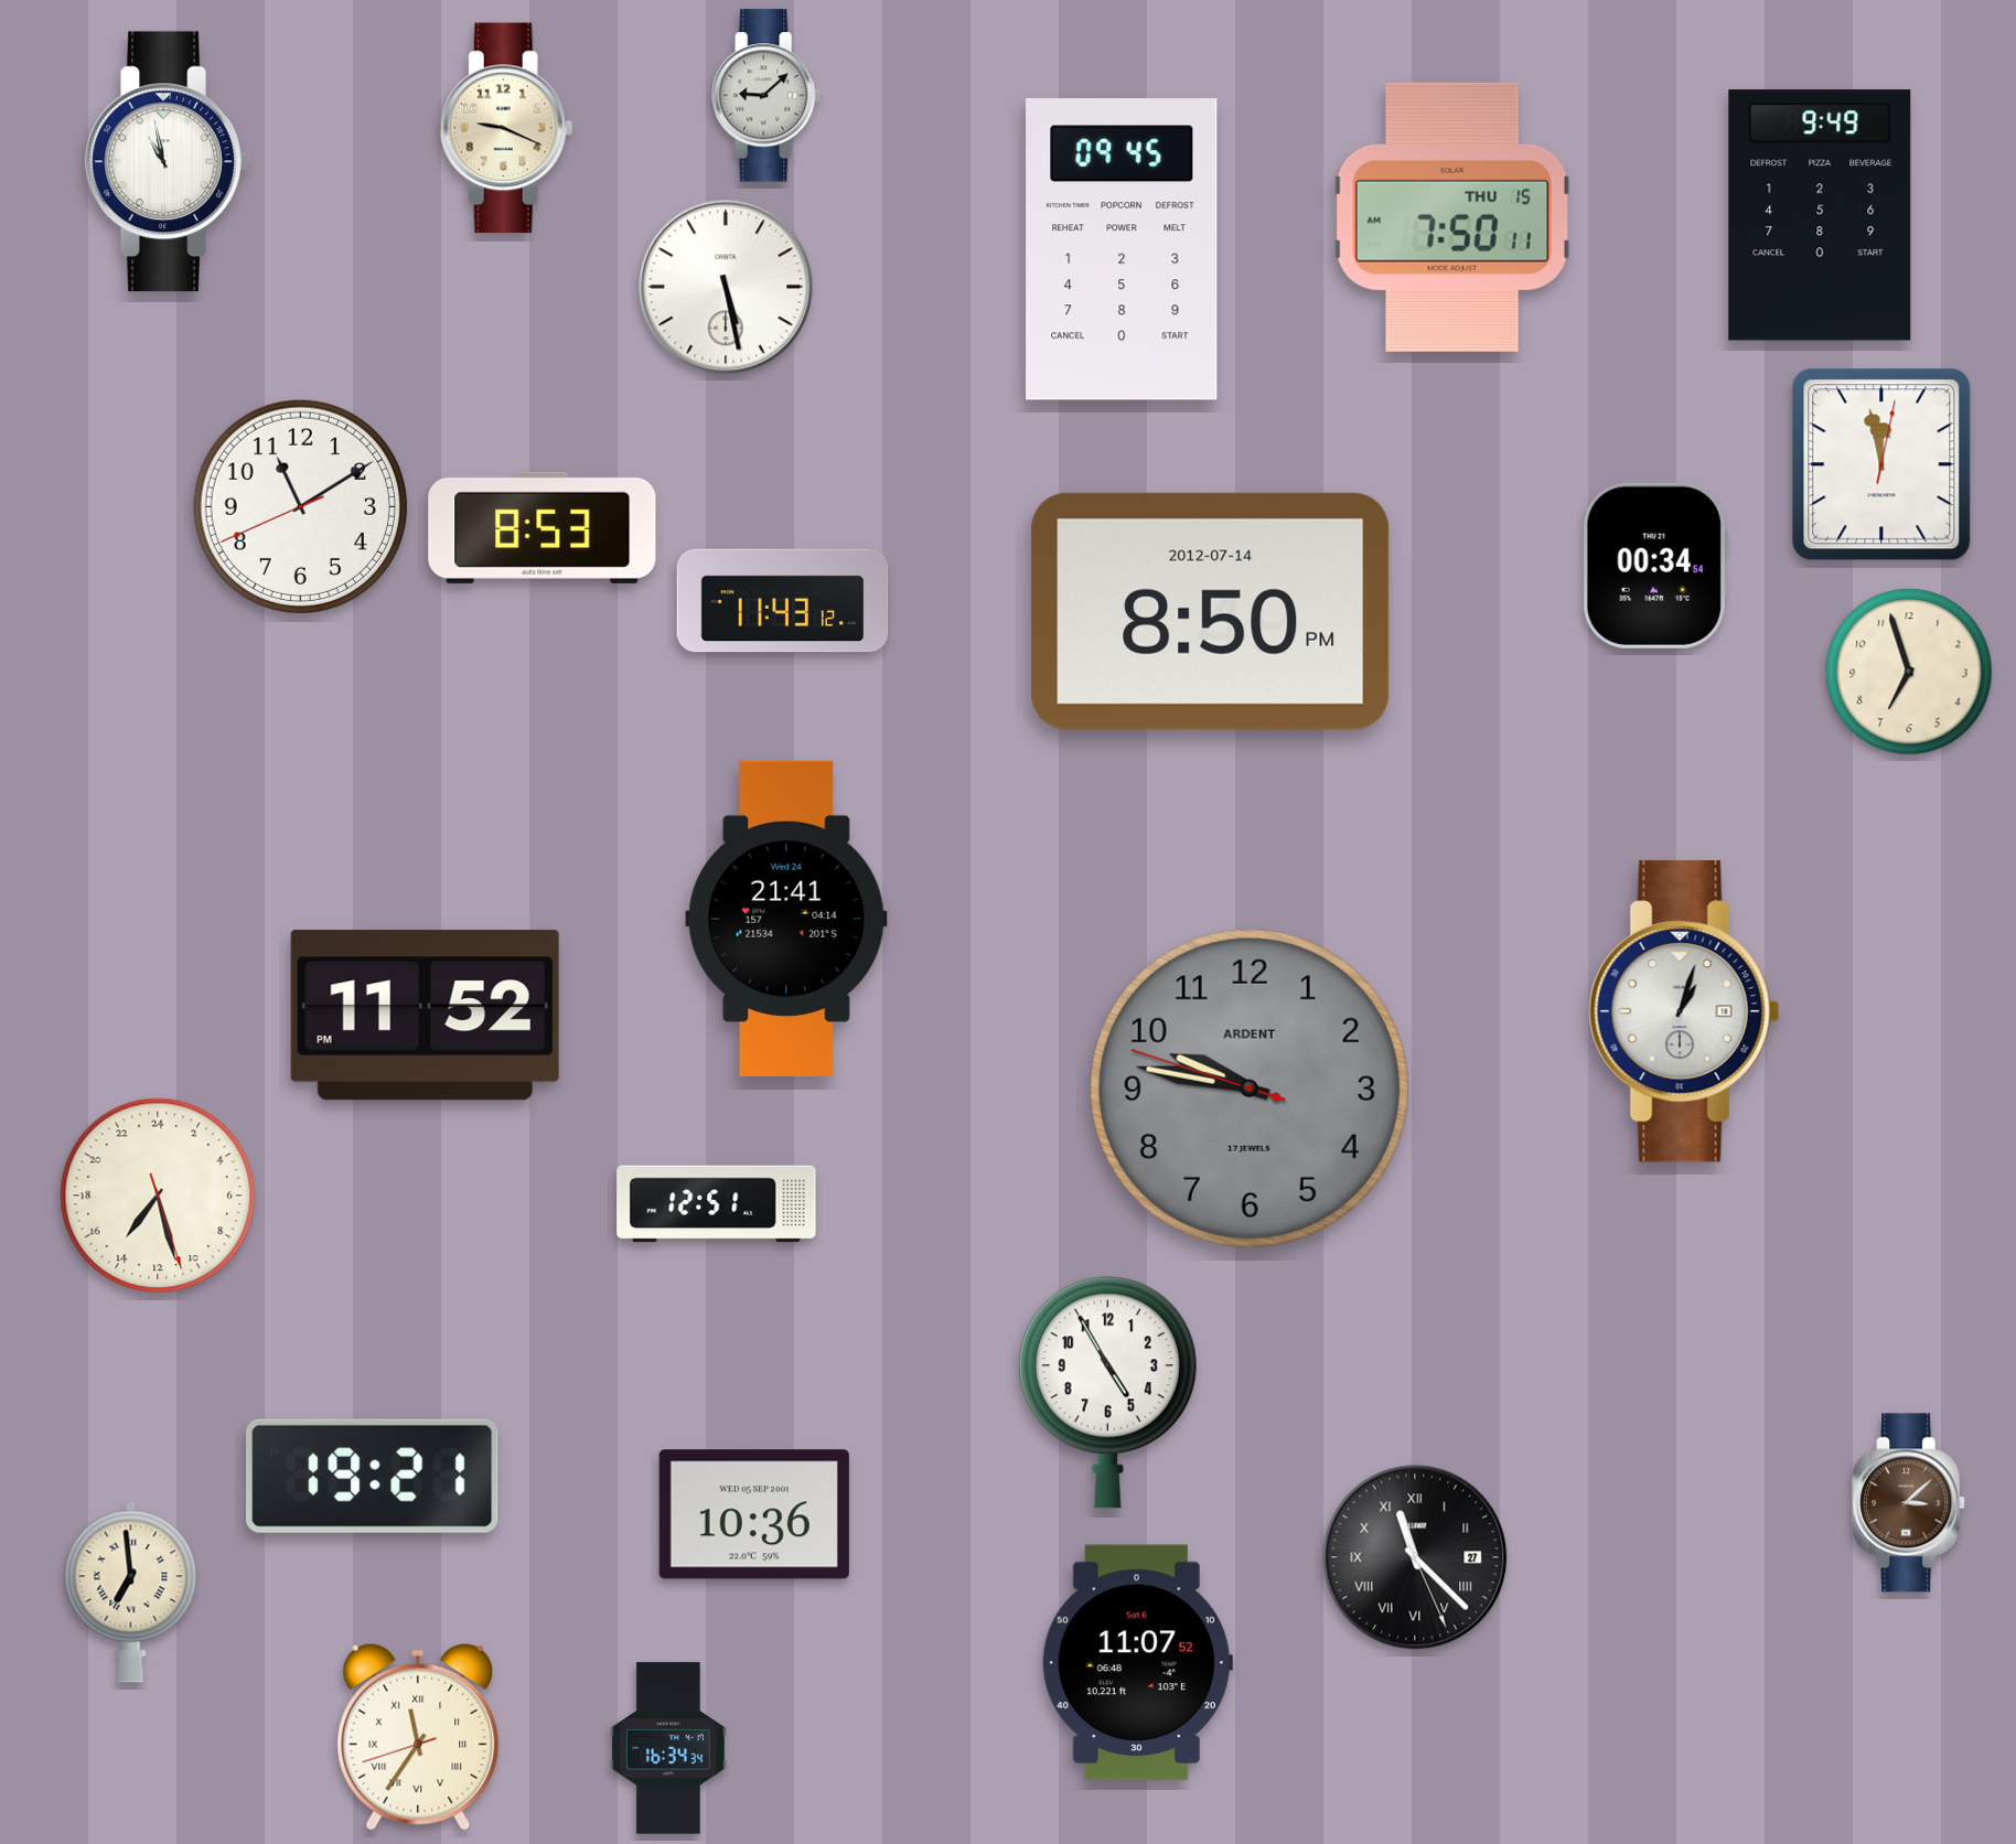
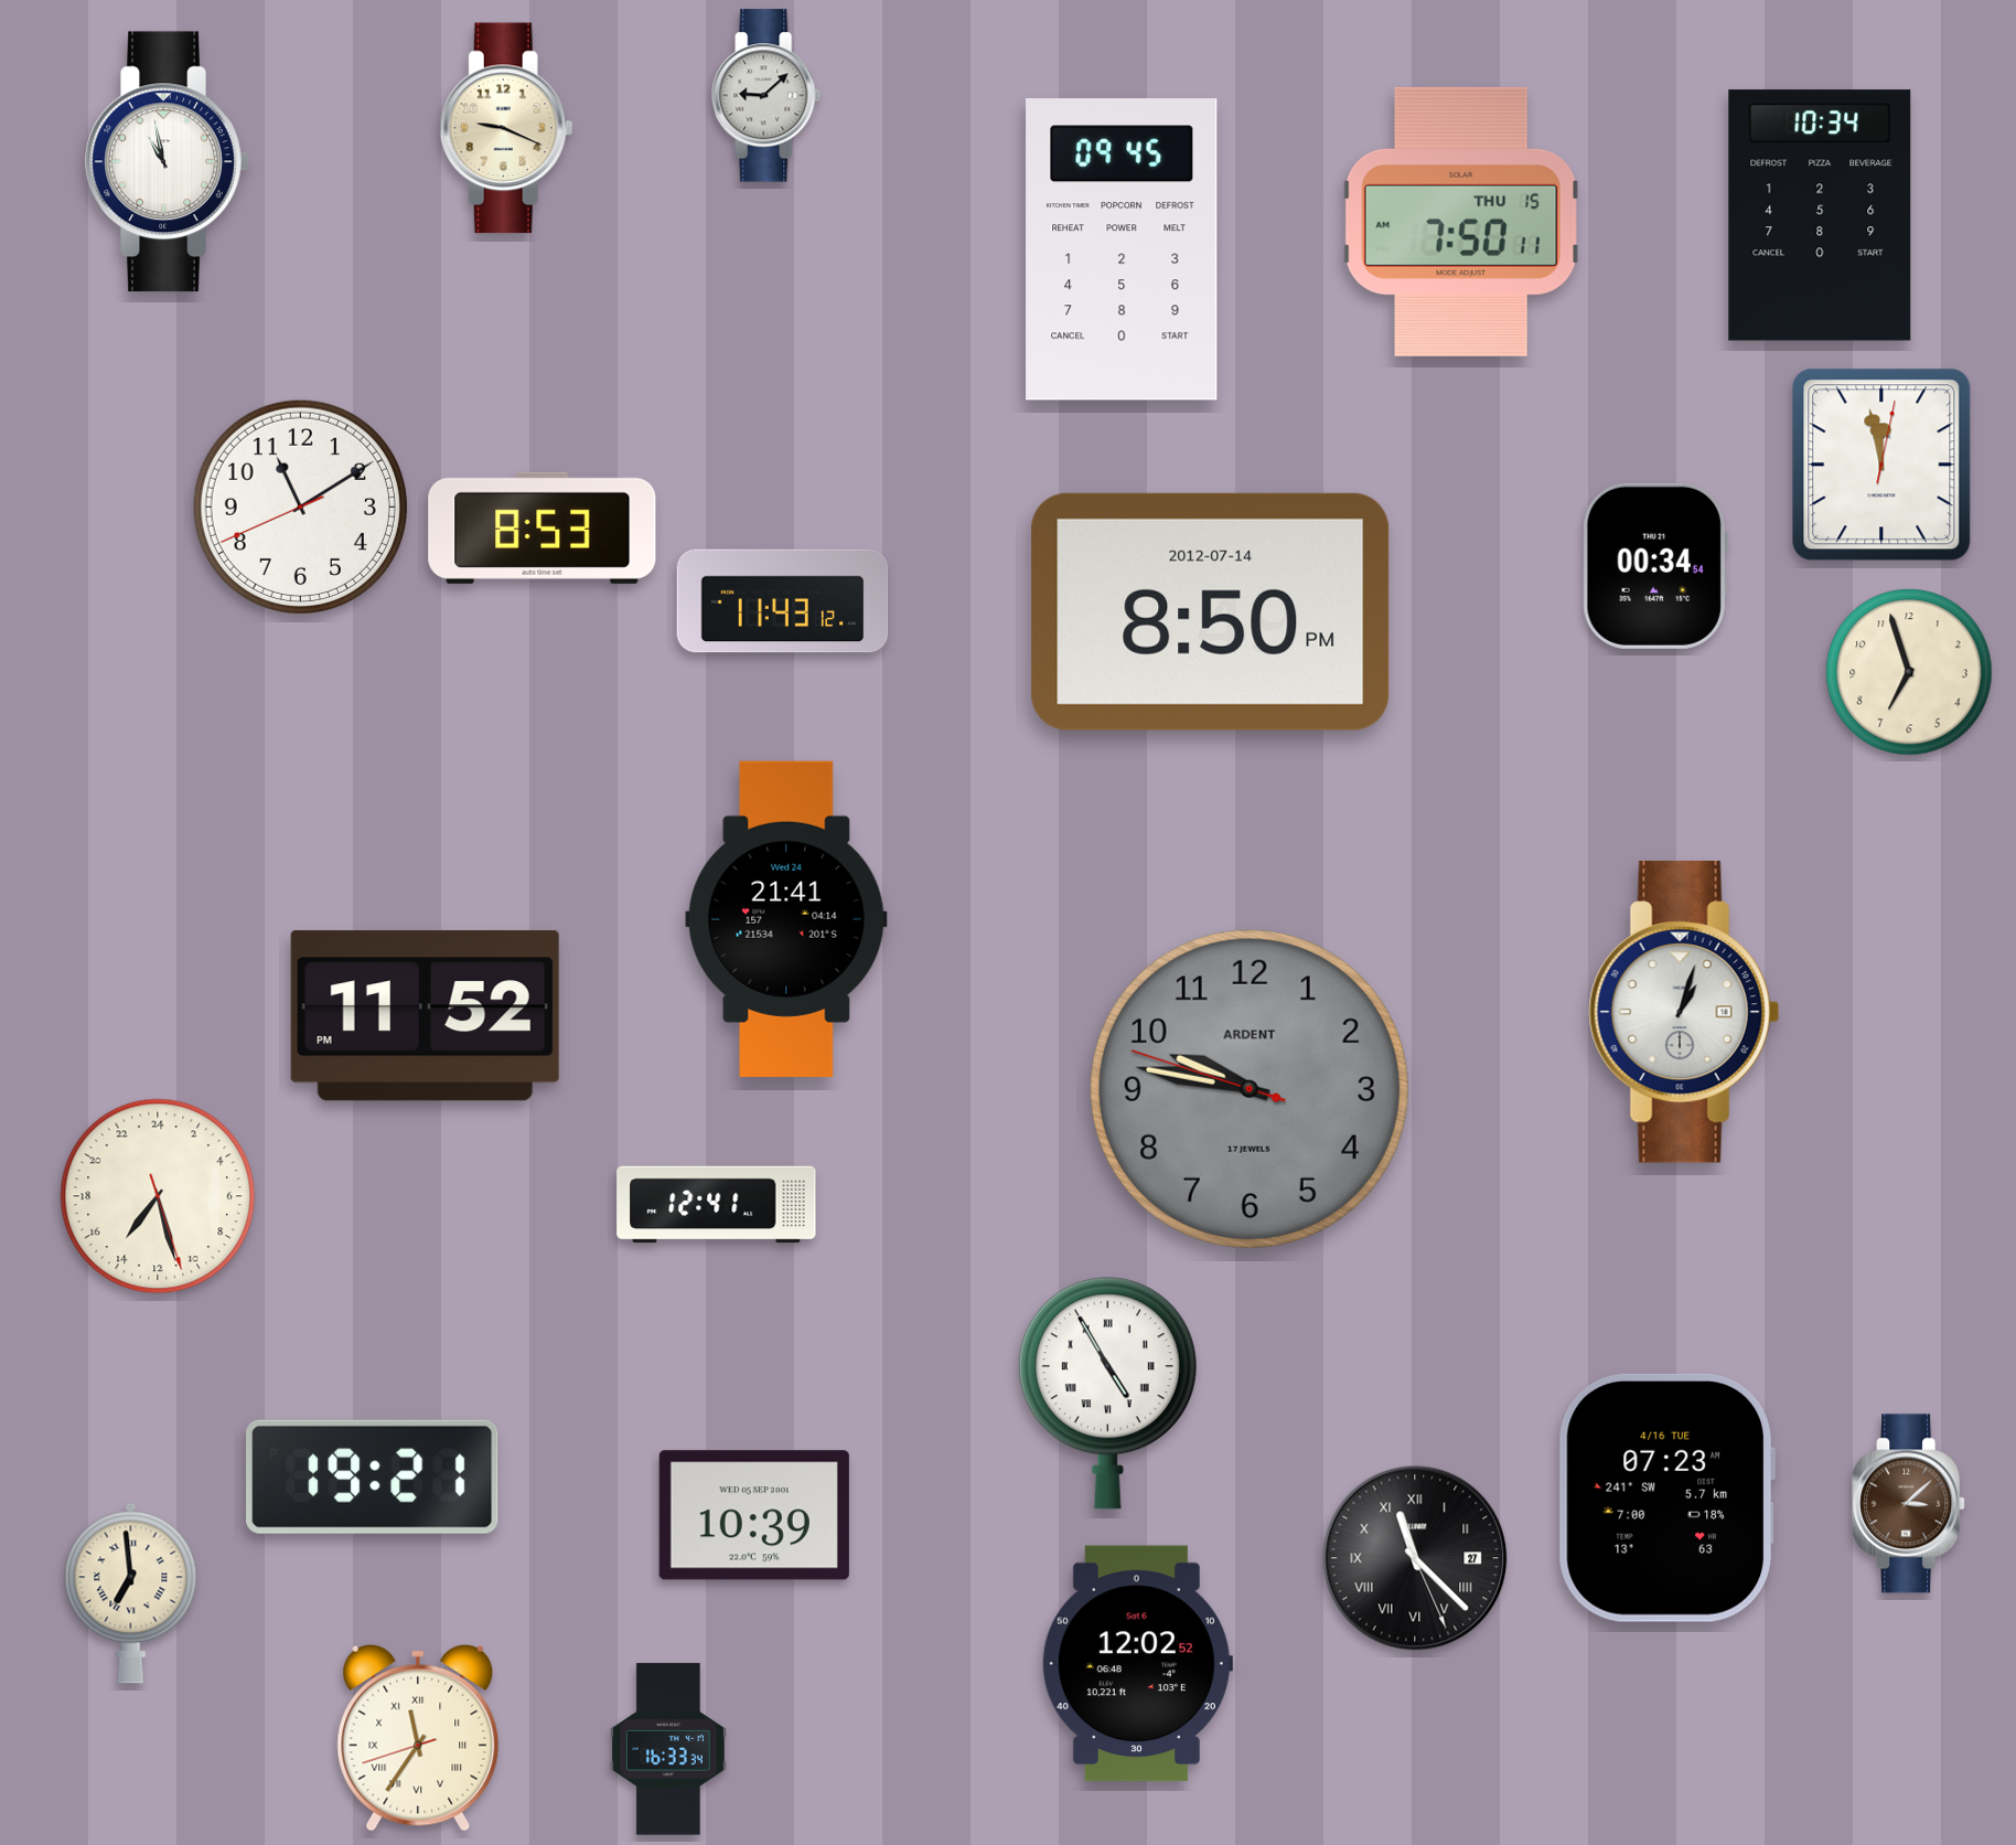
clock at (1820, 215): 9:49 -> 10:34
clock at (1452, 217) position: (1452, 217) -> (1461, 222)
clock at (726, 287): 5:28 -> none
clock at (717, 1204): 12:51 -> 12:41
clock at (1107, 1393) numerals: Arabic -> Roman
clock at (1666, 1497): none -> 07:23
clock at (754, 1514): 10:36 -> 10:39
clock at (1137, 1663): 11:07 -> 12:02
clock at (668, 1748): 16:34 -> 16:33
